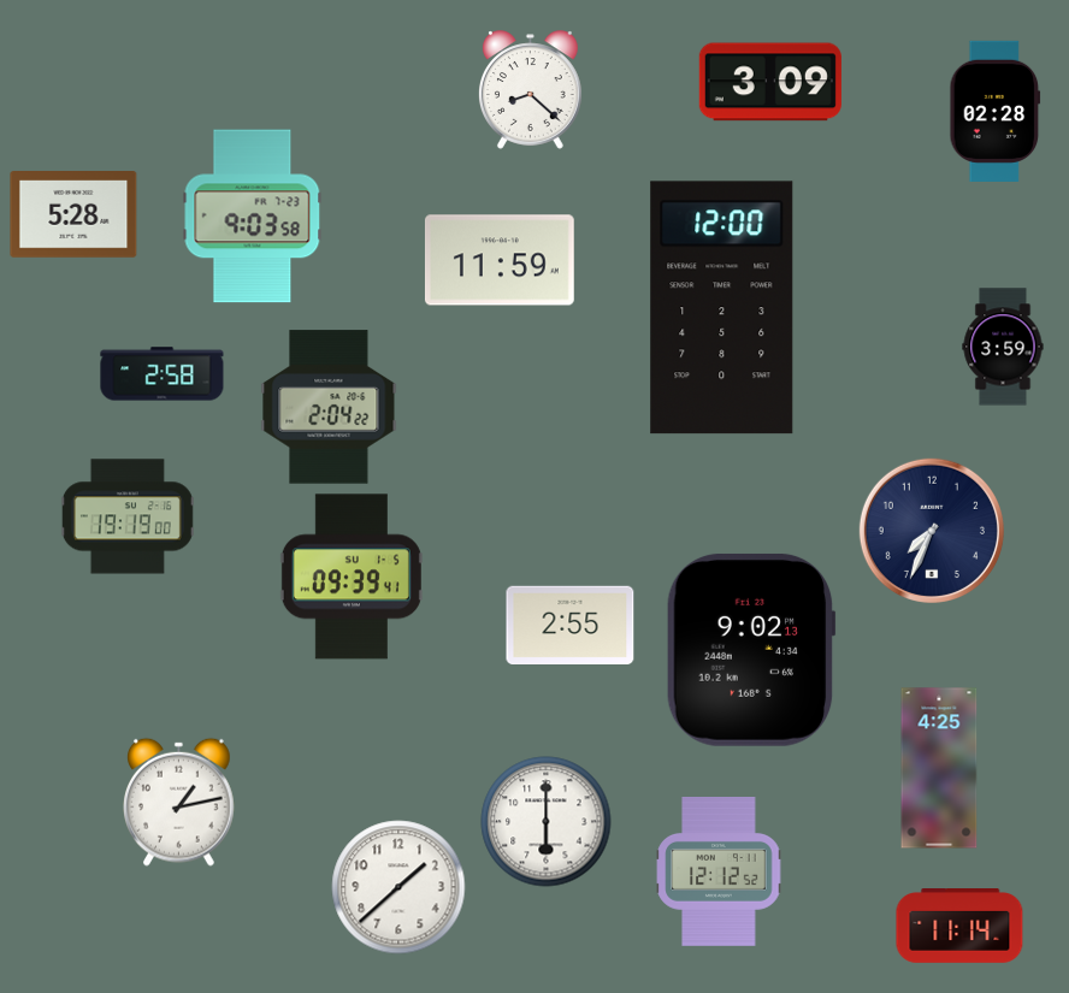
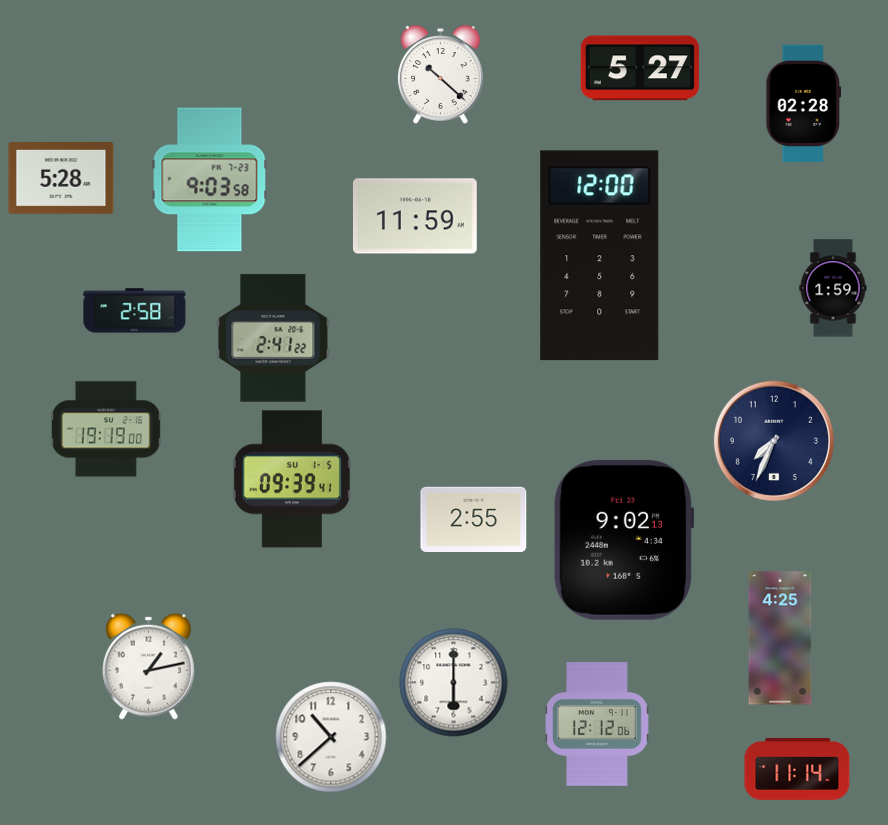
clock at (770, 82): 3:09 -> 5:27
clock at (531, 90): 8:22 -> 10:22
clock at (996, 111) position: (996, 111) -> (804, 103)
clock at (1003, 347): 3:59 -> 1:59
clock at (329, 407): 2:04 -> 2:41
clock at (719, 873): 12:12:52 -> 12:12:06
clock at (398, 887): 1:38 -> 10:38
